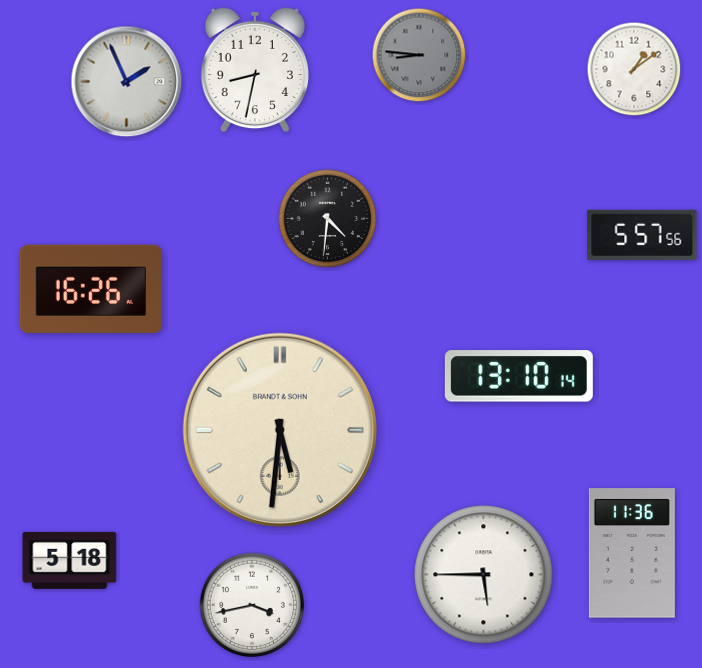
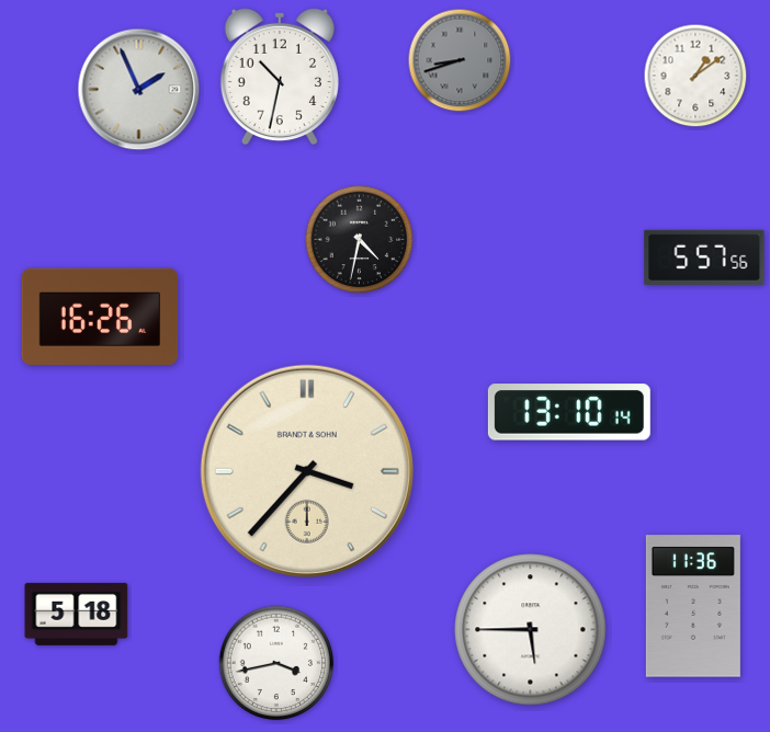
clock at (419, 55): 8:46 -> 8:42
clock at (255, 70): 8:32 -> 10:32
clock at (328, 219): 4:31 -> 4:32
clock at (280, 430): 5:31 -> 3:37
